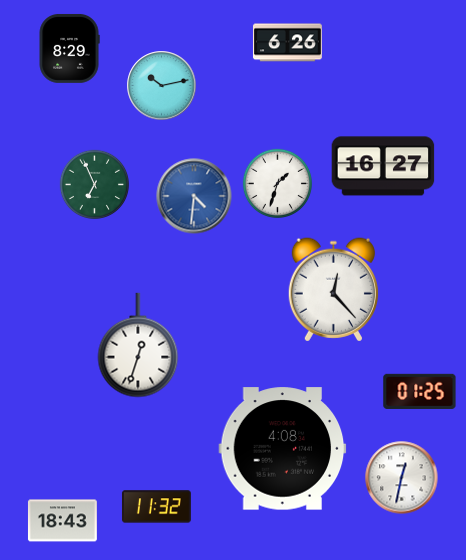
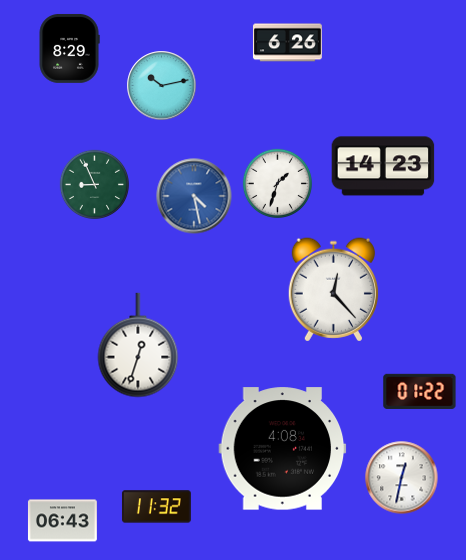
clock at (383, 166): 16:27 -> 14:23
clock at (94, 184): 6:56 -> 8:56
clock at (194, 196): 4:31 -> 4:28
clock at (420, 391): 01:25 -> 01:22
clock at (62, 521): 18:43 -> 06:43
